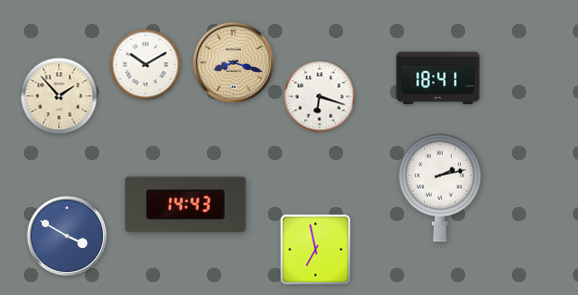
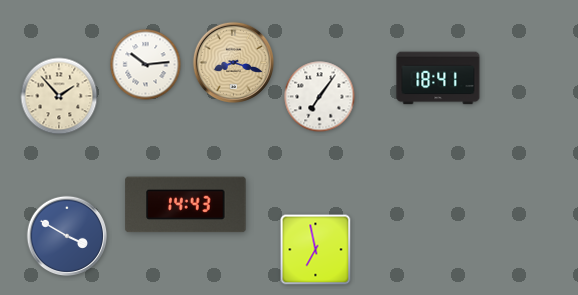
clock at (146, 65): 10:10 -> 10:14
clock at (320, 97): 6:18 -> 7:06
clock at (440, 188): 2:13 -> none
